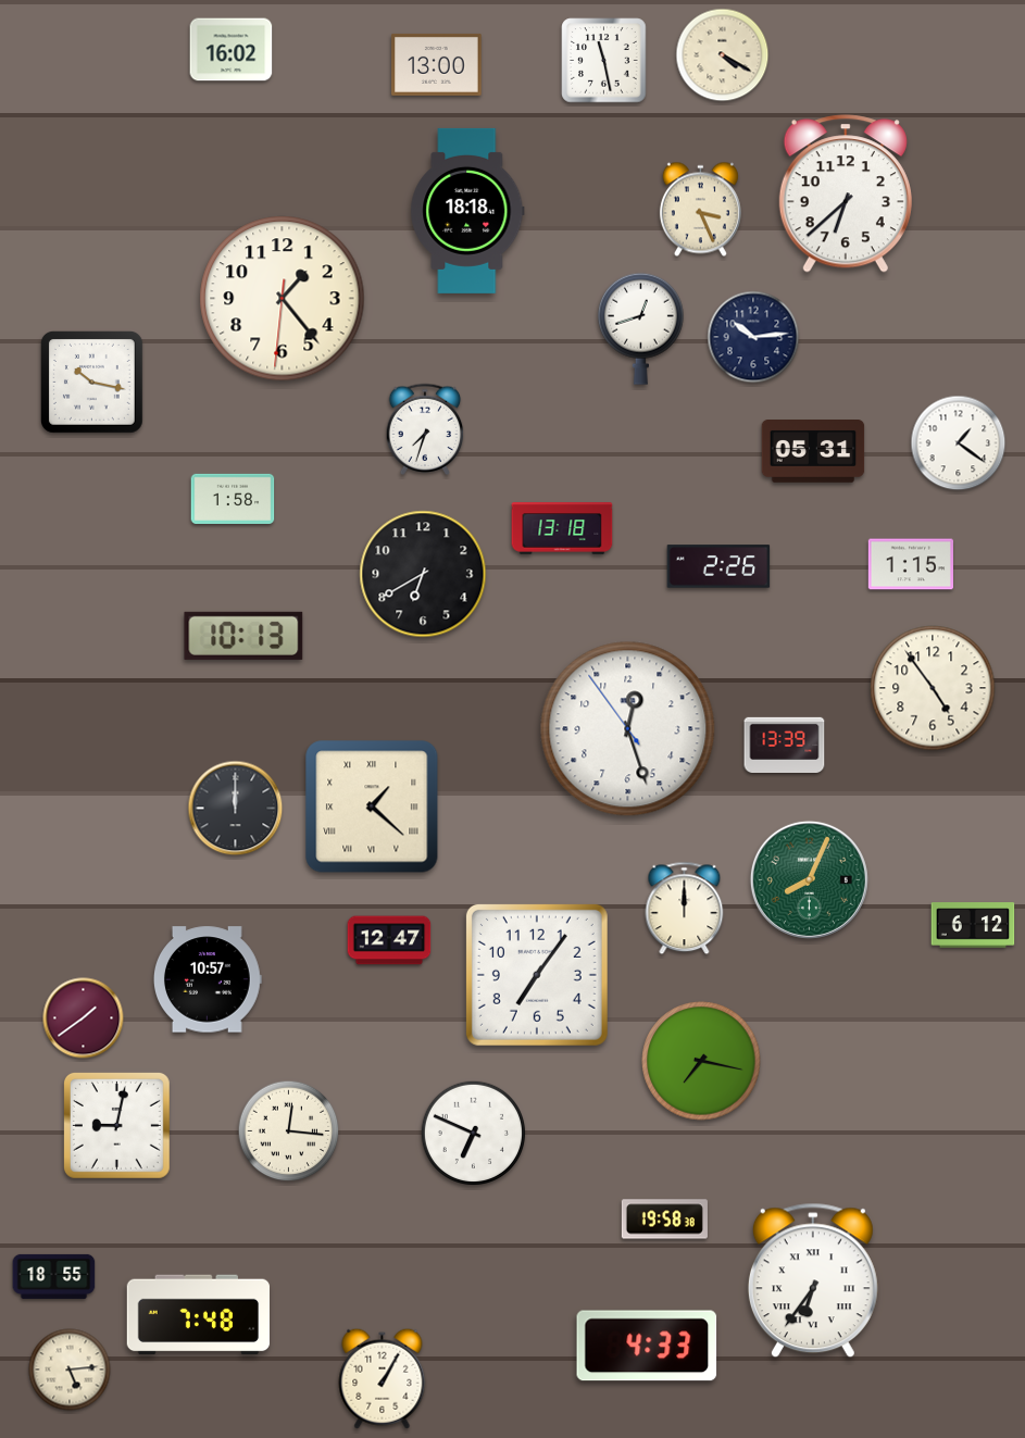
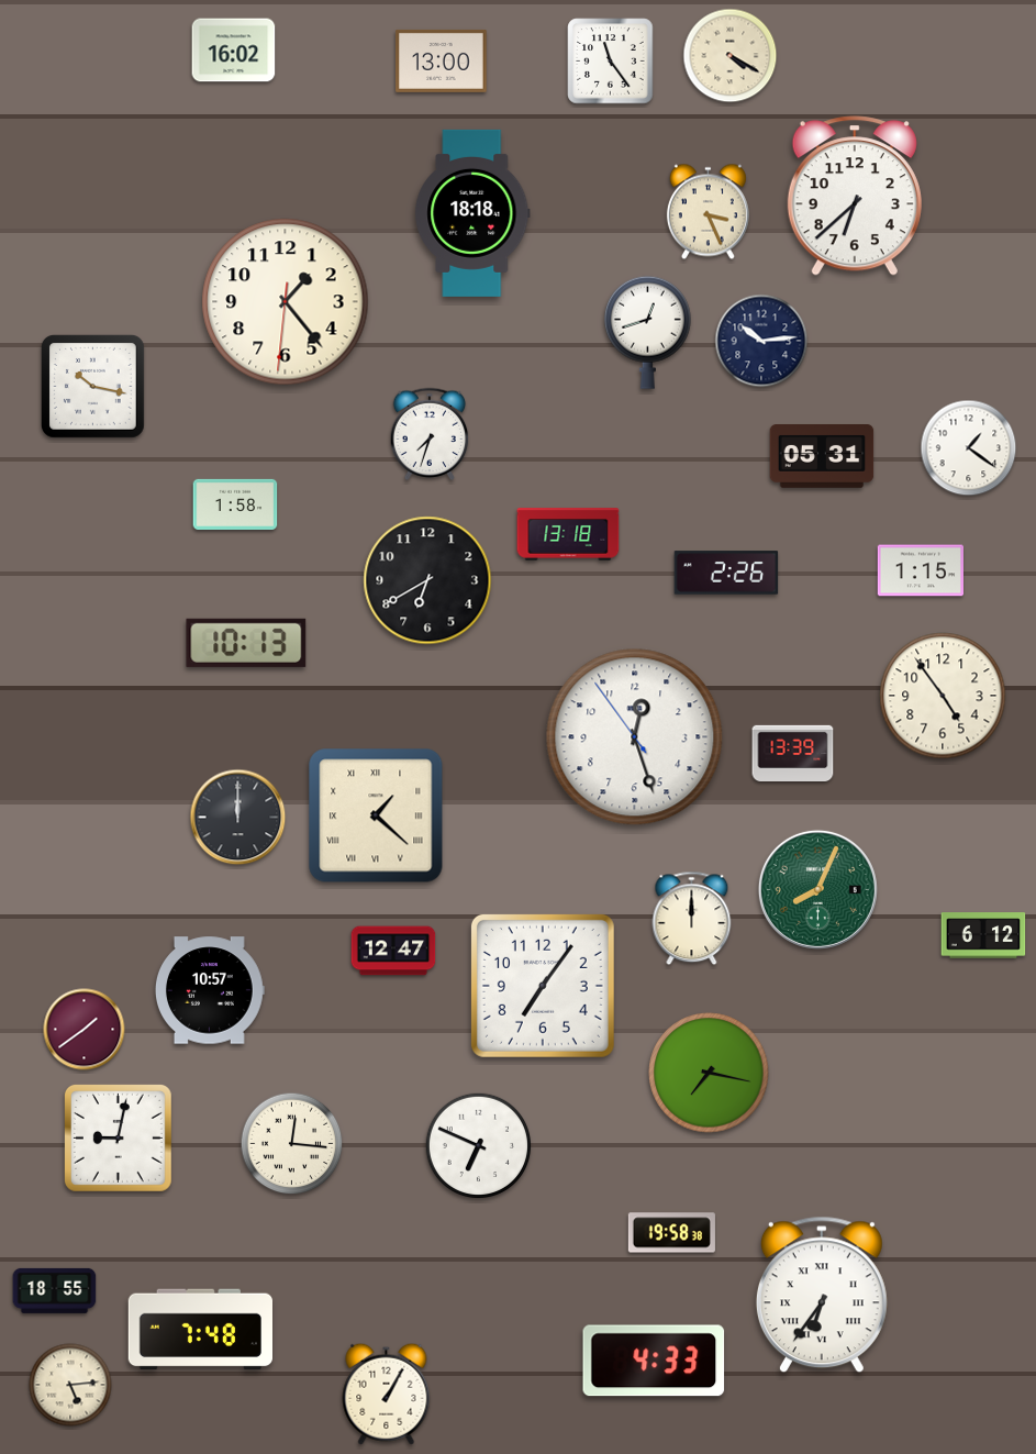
clock at (604, 61): 11:28 -> 11:24
clock at (437, 64) position: (437, 64) -> (442, 60)
